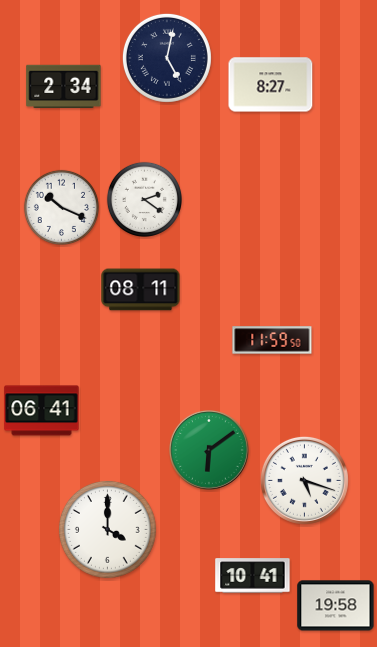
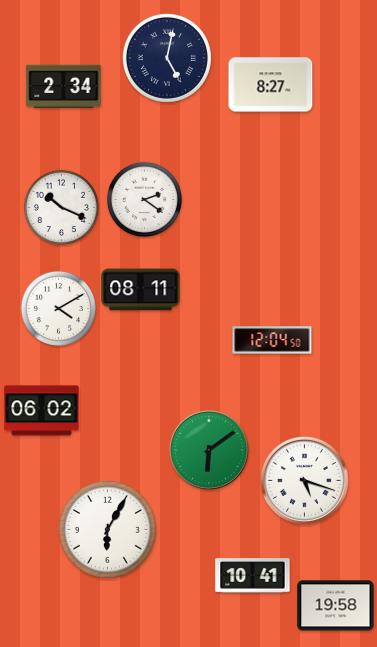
clock at (58, 308): none -> 4:10
clock at (272, 340): 11:59 -> 12:04
clock at (42, 411): 06:41 -> 06:02
clock at (107, 529): 4:00 -> 6:05
